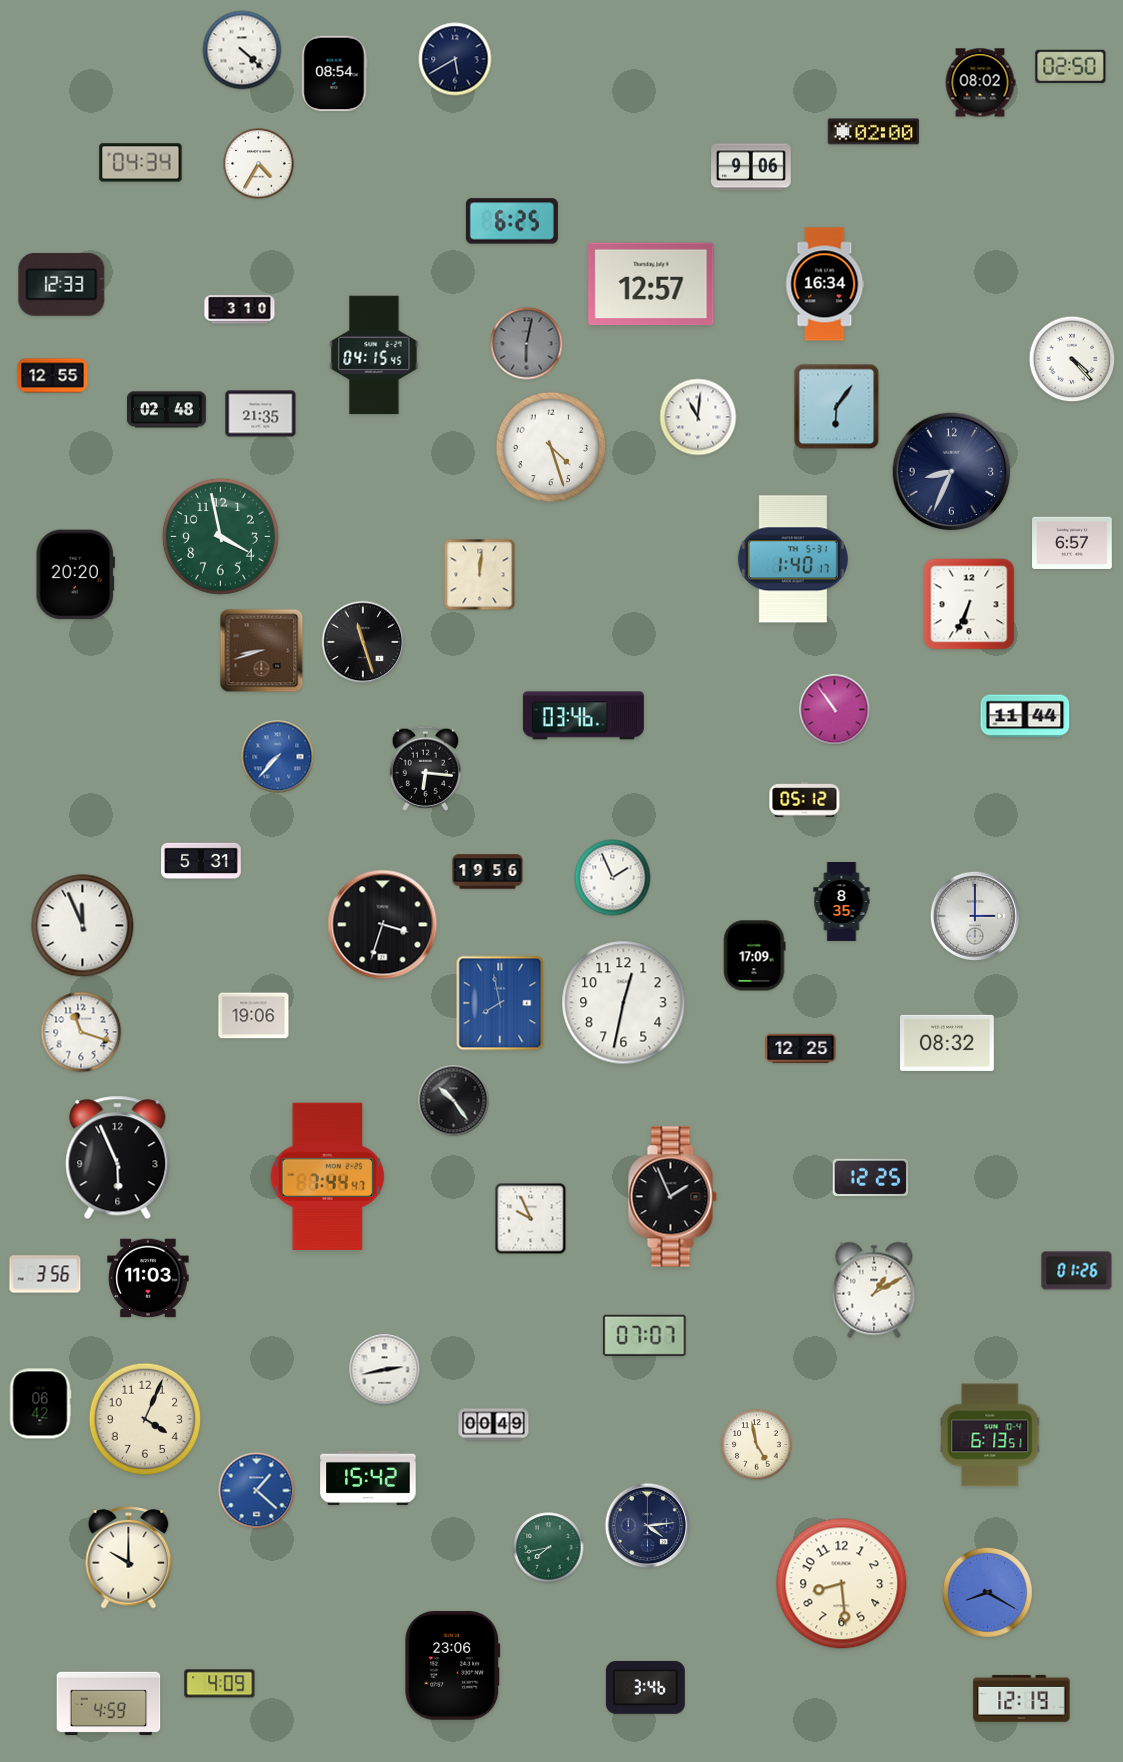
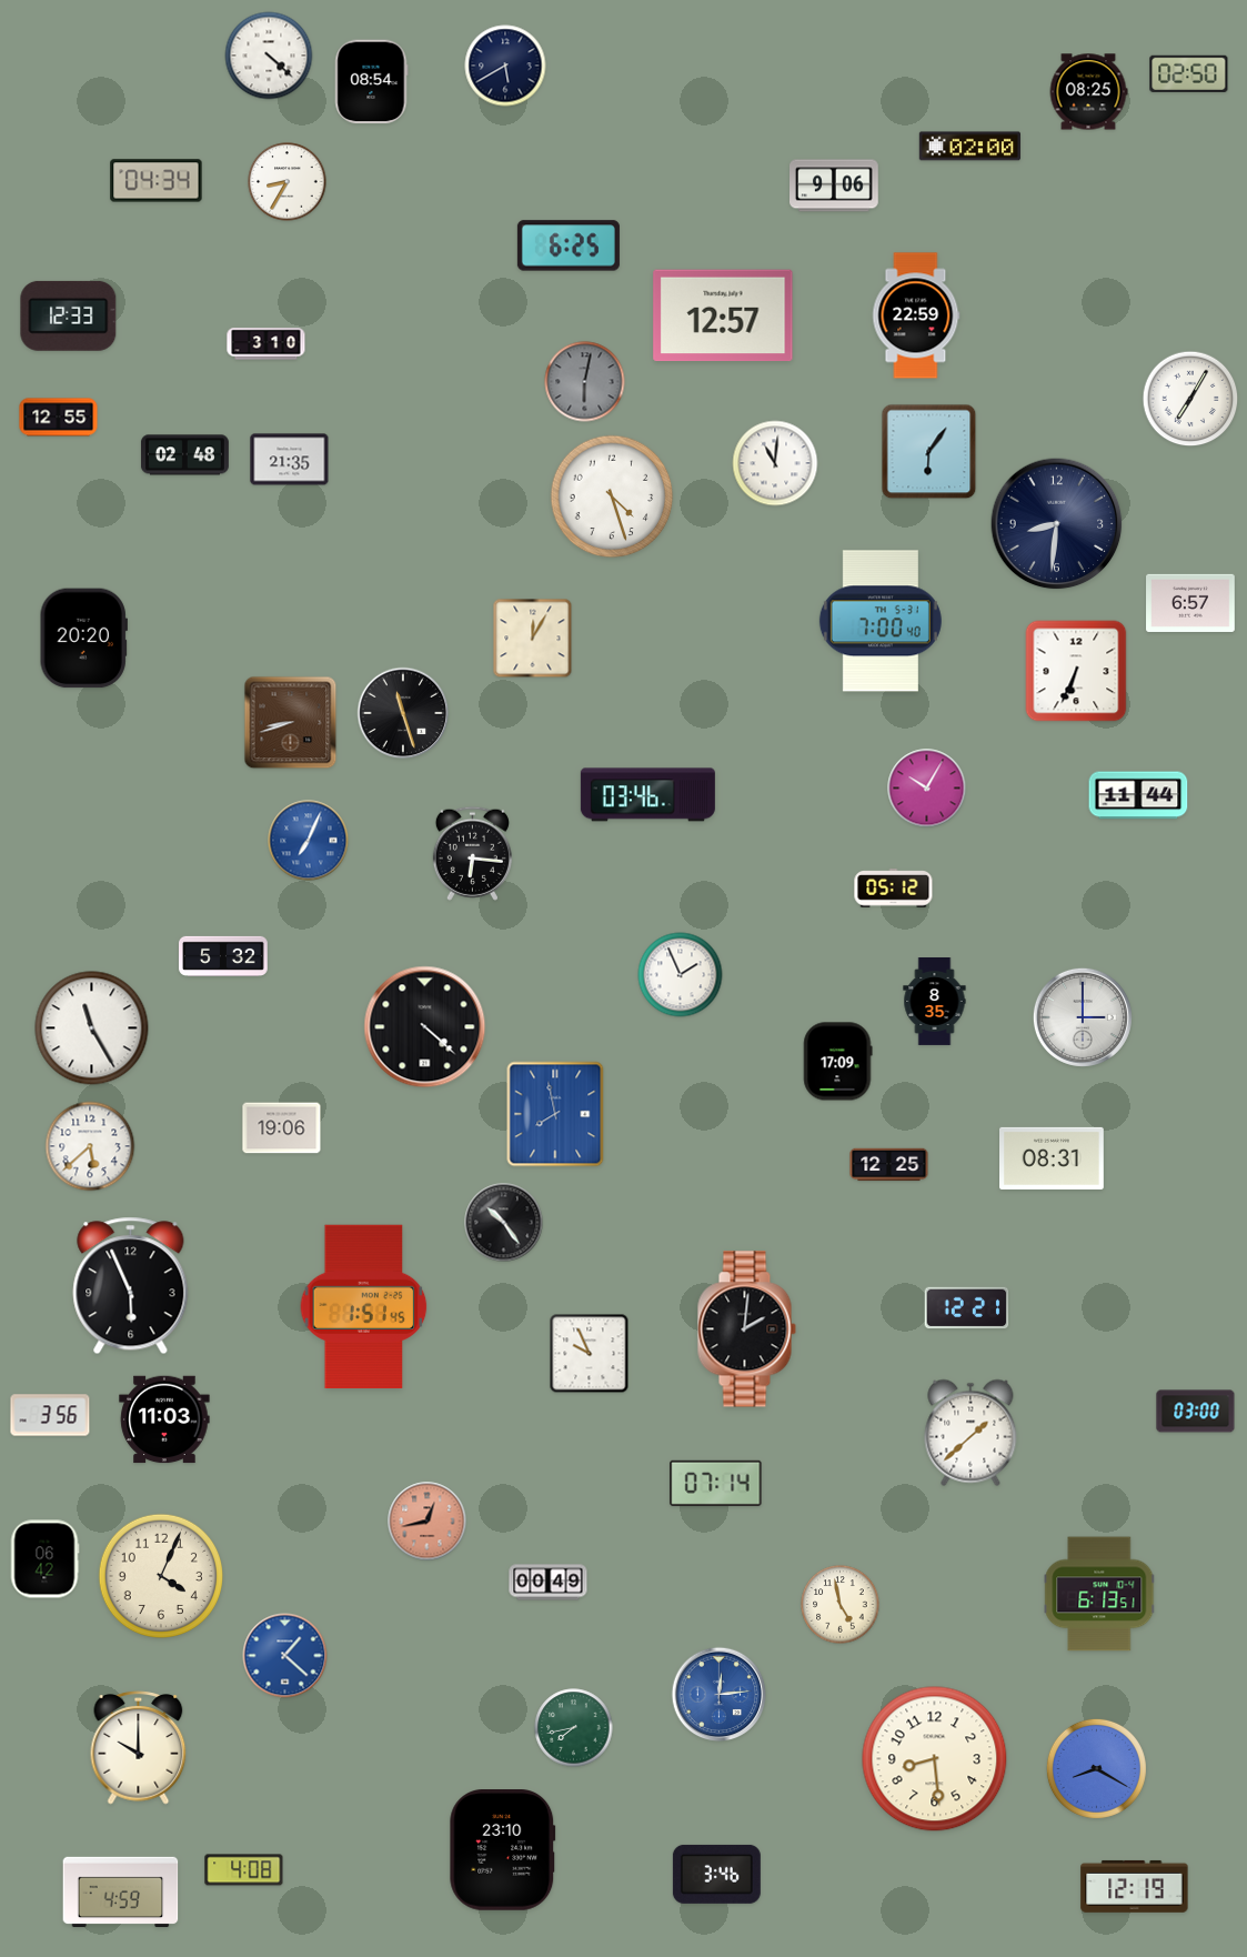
clock at (980, 83): 08:02 -> 08:25
clock at (259, 164): 4:35 -> 8:35
clock at (825, 284): 16:34 -> 22:59
clock at (374, 355): 04:15 -> none
clock at (1072, 359): 4:23 -> 7:05
clock at (952, 472): 8:34 -> 8:31
clock at (220, 536): 3:58 -> none
clock at (793, 559): 1:40 -> 7:00
clock at (480, 575): 12:01 -> 12:05
clock at (835, 710): 10:54 -> 10:05
clock at (278, 757): 7:37 -> 7:04
clock at (201, 860): 5:31 -> 5:32
clock at (488, 872): 19:56 -> none
clock at (383, 925): 3:33 -> 4:22
clock at (83, 926): 11:56 -> 11:25
clock at (624, 1003): 12:32 -> none
clock at (81, 1032): 11:18 -> 5:38
clock at (948, 1043): 08:32 -> 08:31
clock at (328, 1176): 7:44 -> 1:51
clock at (871, 1178): 12:25 -> 12:21
clock at (672, 1197): 1:56 -> 2:01
clock at (1077, 1271): 01:26 -> 03:00
clock at (874, 1290): 1:10 -> 1:38
clock at (645, 1335): 07:07 -> 07:14
clock at (385, 1370): 2:43 -> 12:43
clock at (385, 1370) dial: white -> salmon
clock at (368, 1478): 15:42 -> none
clock at (648, 1526): 4:14 -> 12:14
clock at (648, 1526) dial: navy -> blue
clock at (549, 1548) position: (549, 1548) -> (574, 1728)
clock at (129, 1558) position: (129, 1558) -> (139, 1748)
clock at (453, 1666): 23:06 -> 23:10
clock at (220, 1684): 4:09 -> 4:08
